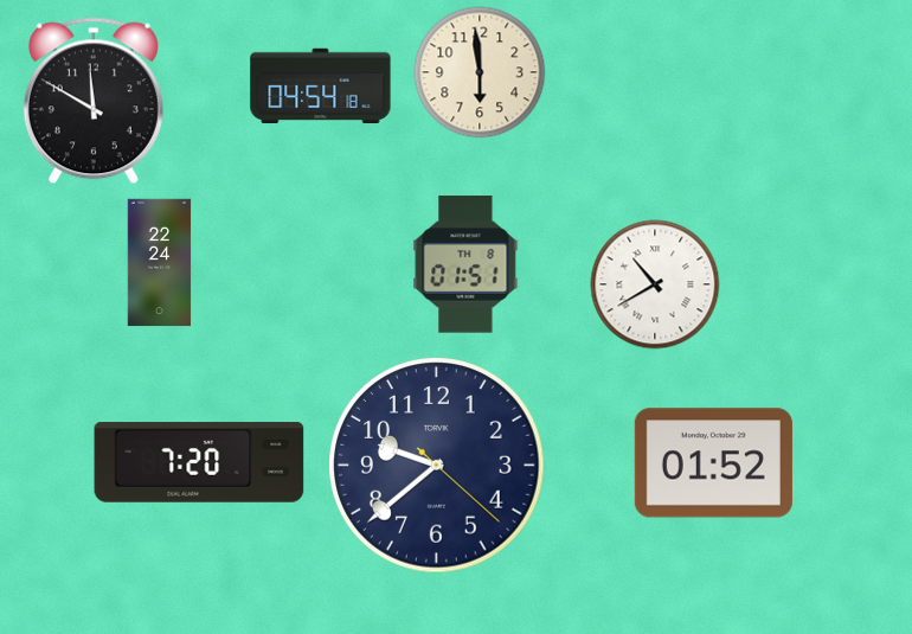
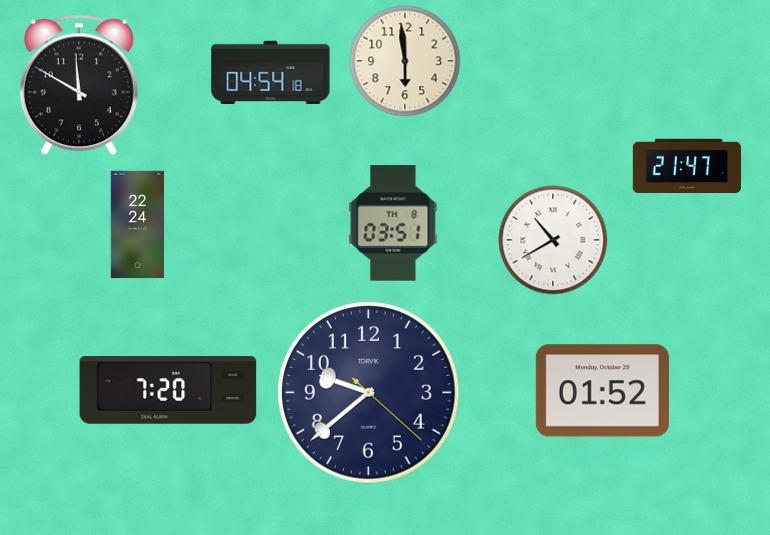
clock at (686, 165): none -> 21:47
clock at (160, 263) position: (160, 263) -> (138, 225)
clock at (465, 264): 01:51 -> 03:51
